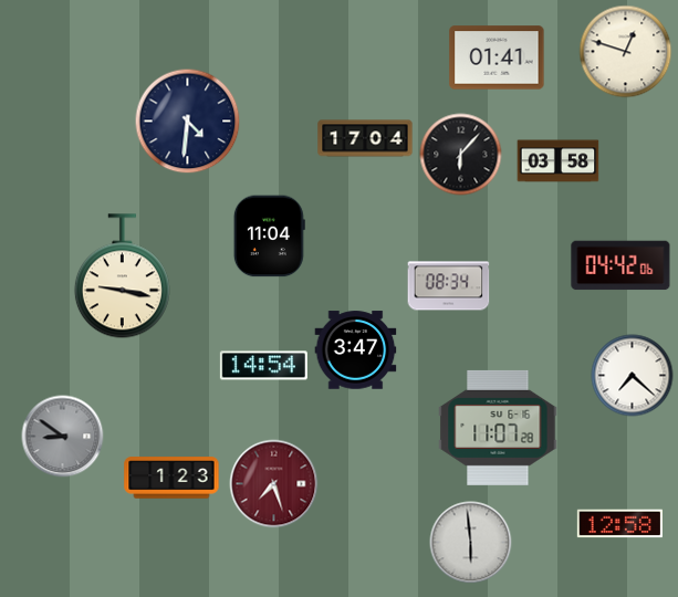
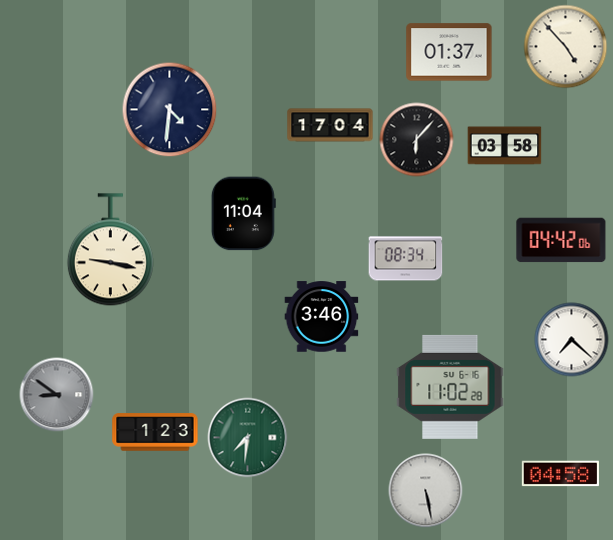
clock at (626, 52): 12:48 -> 4:53
clock at (497, 57): 01:41 -> 01:37
clock at (356, 350): 3:47 -> 3:46
clock at (263, 366): 14:54 -> none
clock at (498, 428): 11:07 -> 11:02
clock at (274, 484): 7:27 -> 7:31
clock at (274, 484) dial: burgundy -> green
clock at (619, 524): 12:58 -> 04:58
clock at (471, 543): 5:59 -> 5:28
